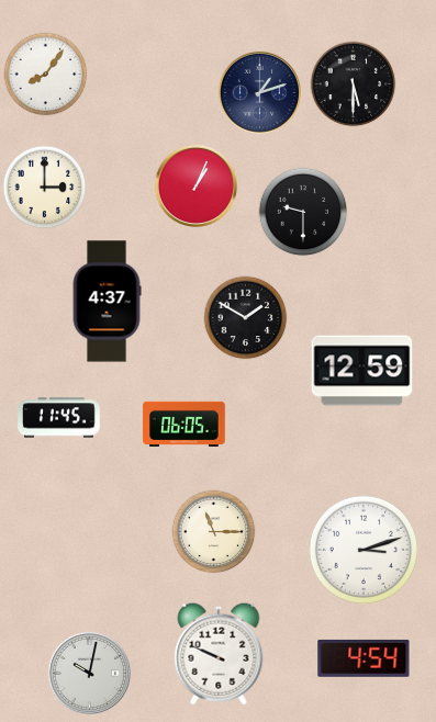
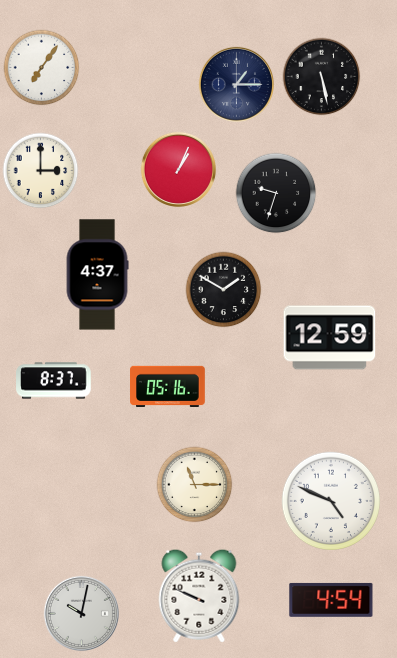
clock at (46, 75): 8:06 -> 7:06
clock at (354, 84): 5:30 -> 5:28
clock at (259, 92): 1:12 -> 1:15
clock at (303, 212): 9:30 -> 9:33
clock at (59, 418): 11:45 -> 8:37
clock at (185, 424): 06:05 -> 05:16
clock at (362, 549): 3:12 -> 4:49
